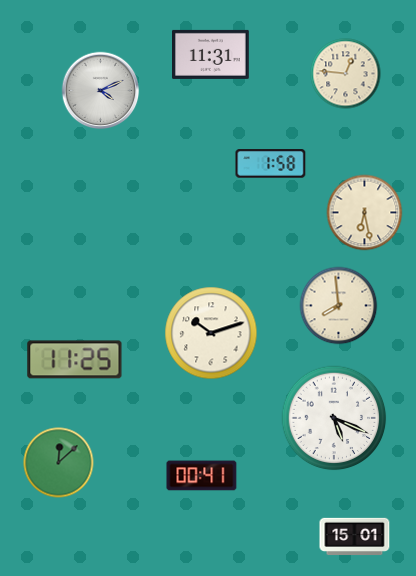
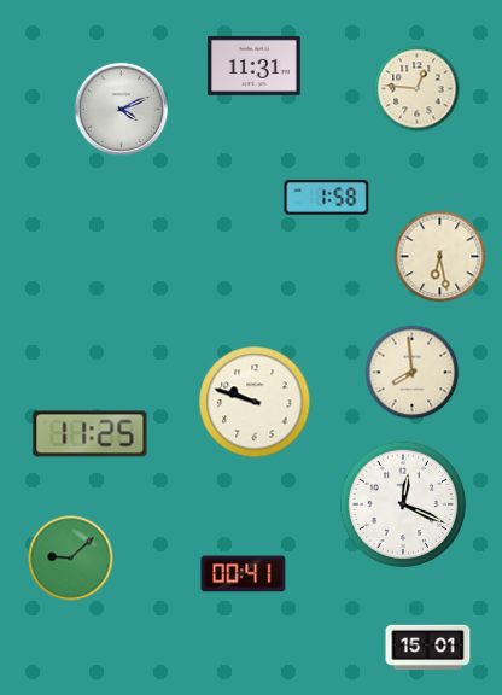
clock at (339, 306) position: (339, 306) -> (413, 373)
clock at (211, 333): 10:12 -> 9:48
clock at (334, 418): 5:19 -> 12:19
clock at (59, 463): 12:08 -> 9:08
